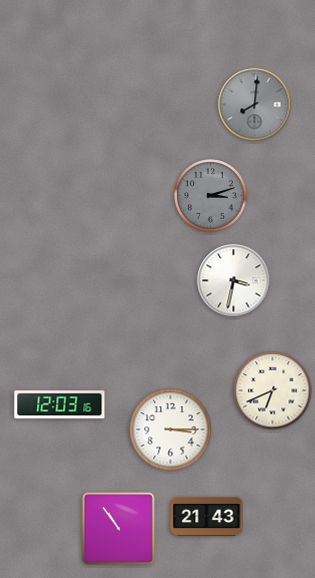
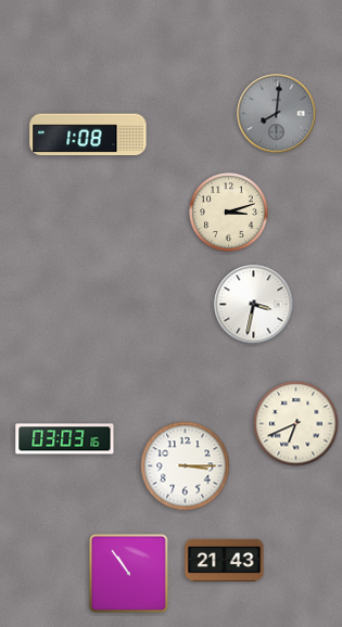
clock at (88, 135): none -> 1:08
clock at (211, 196) dial: grey -> cream
clock at (60, 405): 12:03 -> 03:03
